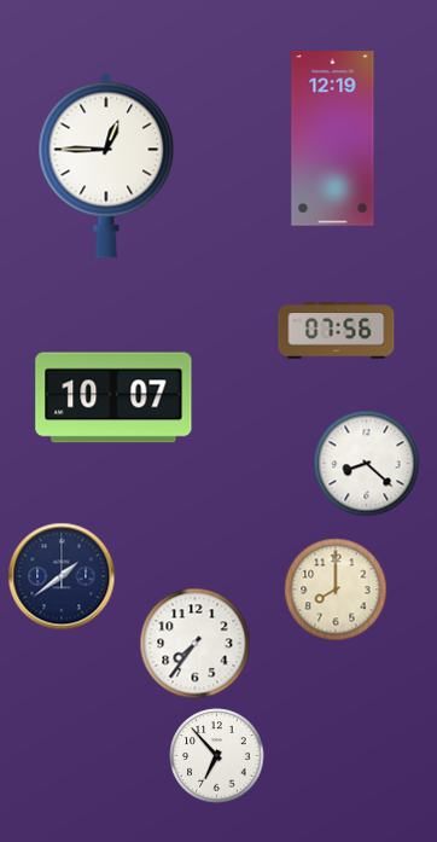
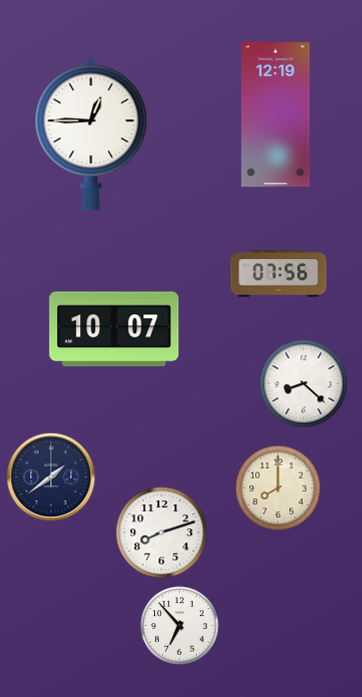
clock at (106, 166) position: (106, 166) -> (91, 134)
clock at (113, 397) position: (113, 397) -> (114, 329)
clock at (196, 644): 7:36 -> 8:12
